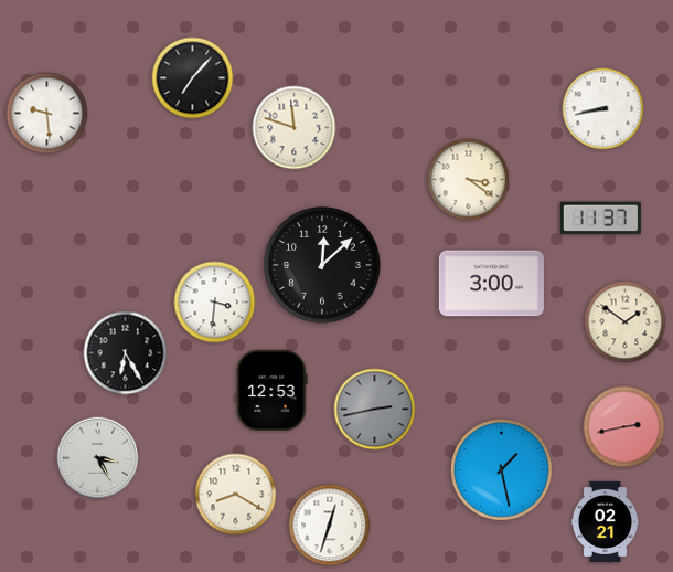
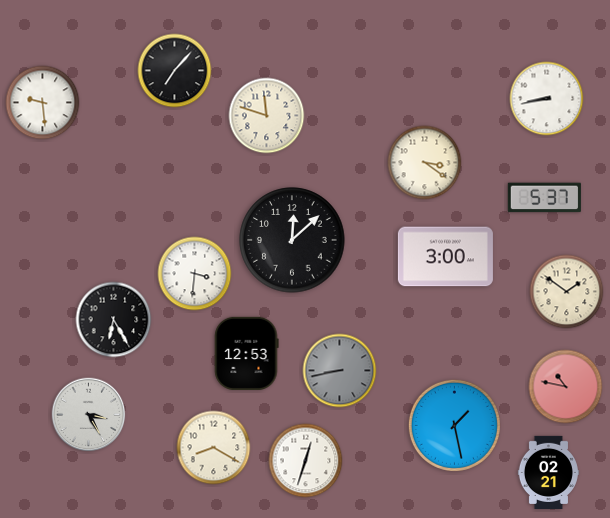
clock at (600, 219): 11:37 -> 5:37
clock at (375, 410): 2:43 -> 8:43
clock at (624, 427): 2:43 -> 10:47
clock at (330, 526) position: (330, 526) -> (306, 461)
